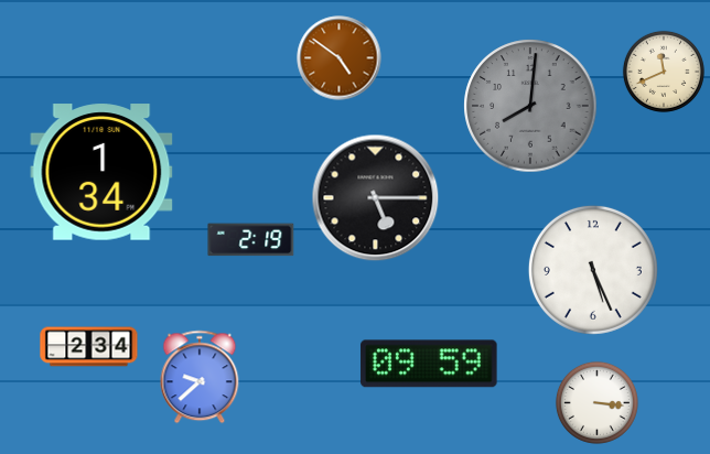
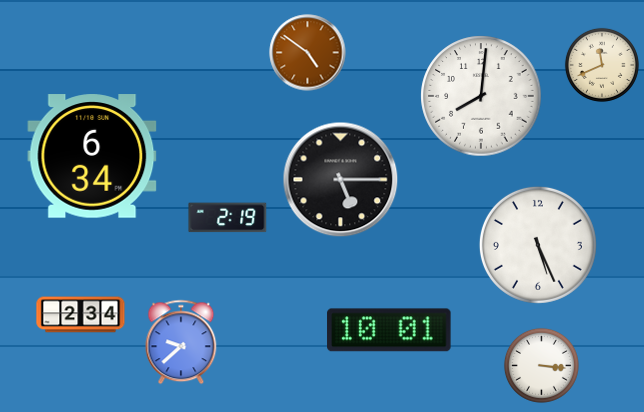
clock at (530, 106) dial: grey -> white
clock at (101, 172): 1:34 -> 6:34
clock at (429, 364): 09:59 -> 10:01
